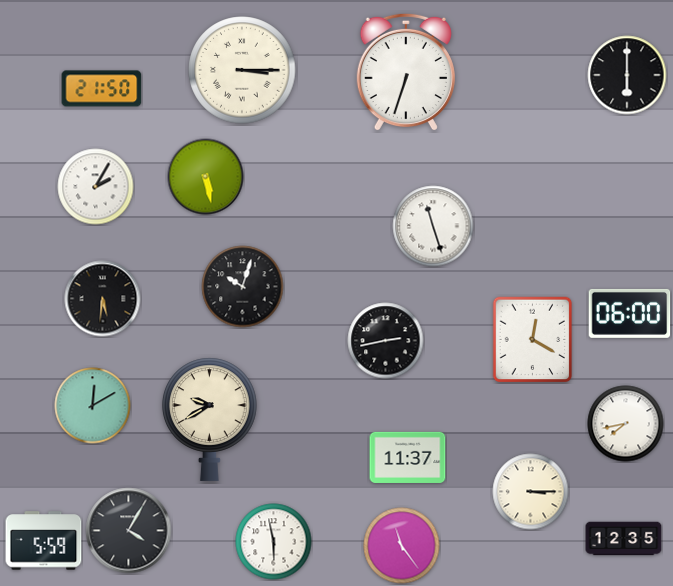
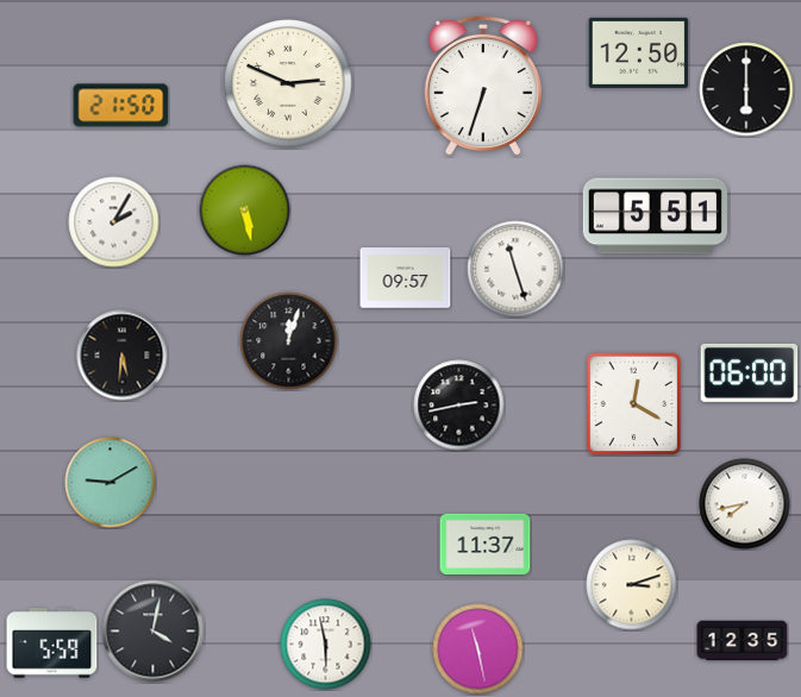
clock at (639, 52): none -> 12:50
clock at (242, 70): 3:15 -> 2:49
clock at (655, 216): none -> 5:51
clock at (406, 278): none -> 09:57
clock at (243, 287): 10:03 -> 12:03
clock at (93, 406): 12:10 -> 9:10
clock at (209, 419): 9:40 -> none
clock at (531, 492): 3:15 -> 3:12
clock at (129, 531): 4:05 -> 4:02
clock at (402, 546): 11:24 -> 11:28
